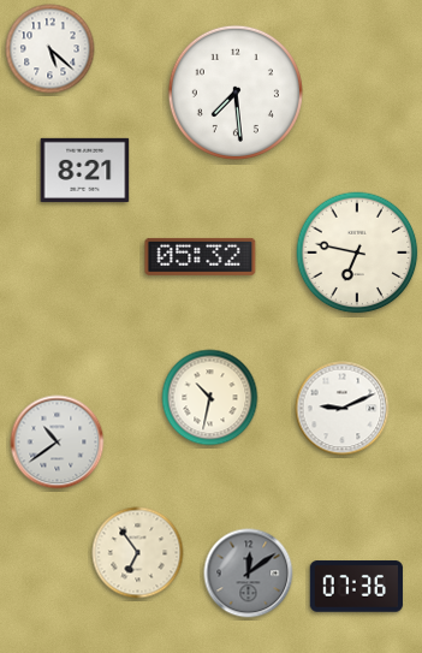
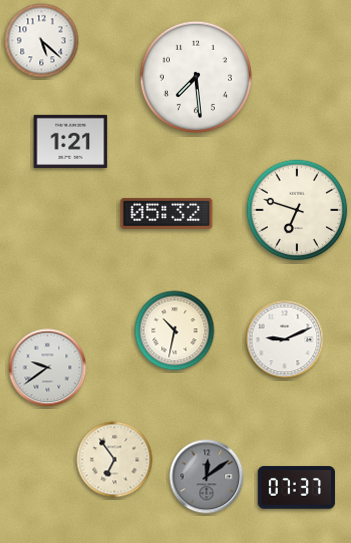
clock at (85, 170): 8:21 -> 1:21
clock at (357, 253): 6:47 -> 6:48
clock at (58, 443): 10:39 -> 9:39
clock at (356, 587): 07:36 -> 07:37
